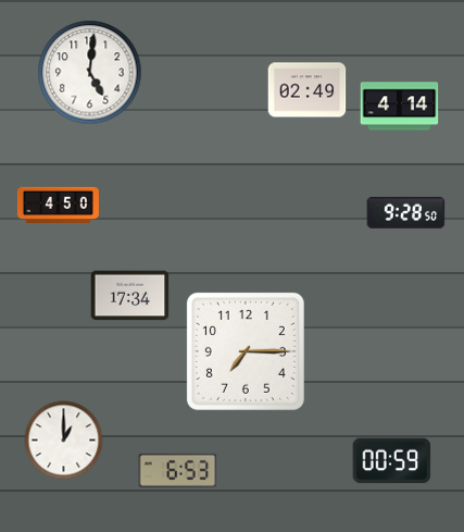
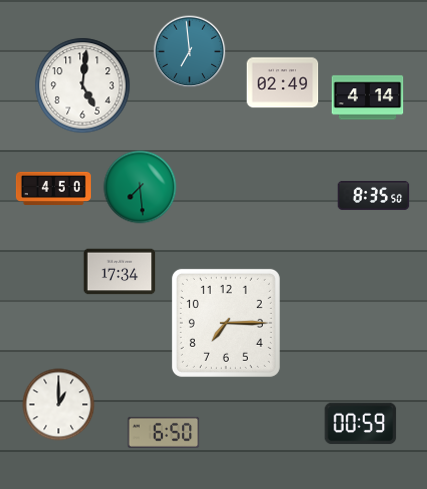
clock at (190, 52): none -> 6:59
clock at (90, 73) position: (90, 73) -> (83, 86)
clock at (140, 187): none -> 7:29
clock at (406, 212): 9:28 -> 8:35
clock at (178, 470): 6:53 -> 6:50
